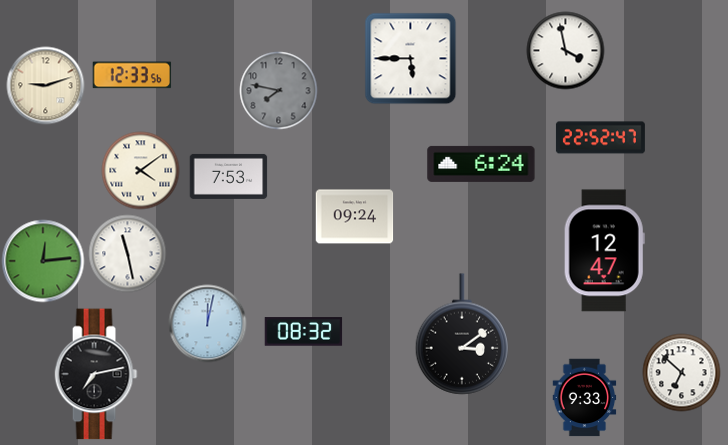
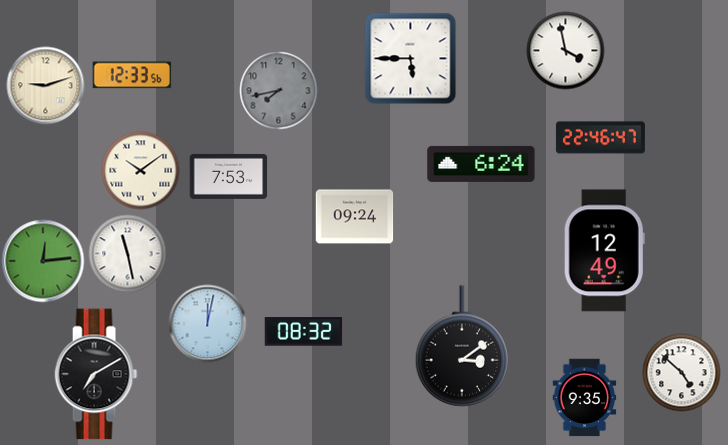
clock at (278, 90): 7:47 -> 7:43
clock at (600, 138): 22:52 -> 22:46
clock at (140, 170): 4:09 -> 10:09
clock at (604, 251): 12:47 -> 12:49
clock at (461, 334) position: (461, 334) -> (461, 346)
clock at (681, 372): 6:52 -> 4:52
clock at (96, 374): 7:13 -> 7:10
clock at (585, 397): 9:33 -> 9:35
